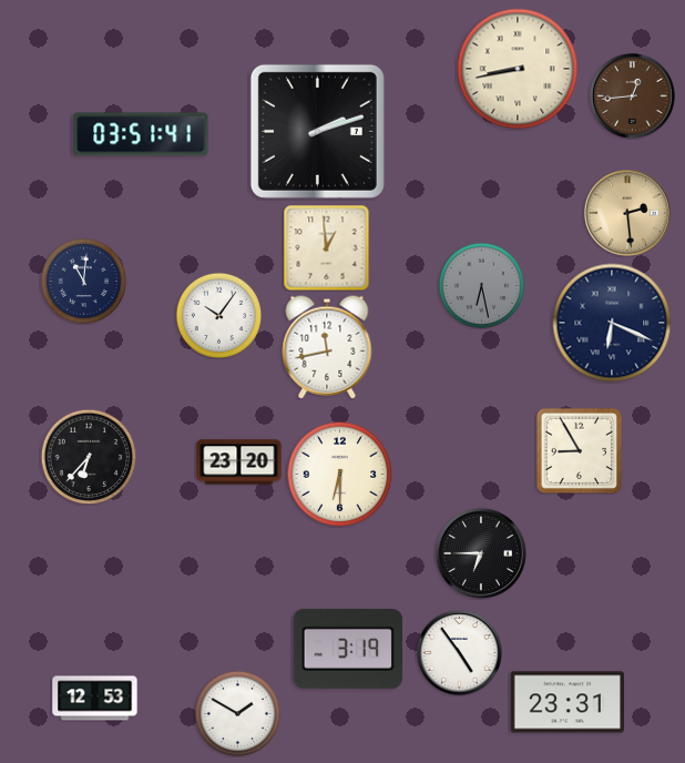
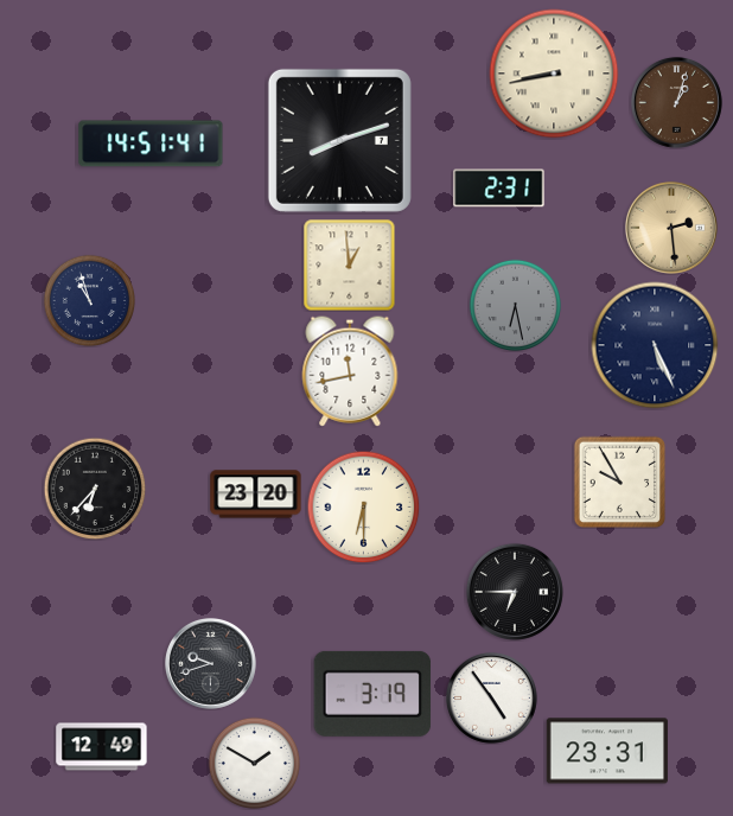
clock at (632, 95): 12:44 -> 1:03
clock at (317, 131): 2:12 -> 8:12
clock at (141, 134): 03:51 -> 14:51
clock at (499, 189): none -> 2:31
clock at (83, 281): 11:01 -> 10:57
clock at (218, 315): 10:06 -> none
clock at (612, 323): 6:19 -> 5:26
clock at (579, 450): 8:55 -> 9:55
clock at (210, 663): none -> 9:42
clock at (95, 699): 12:53 -> 12:49
